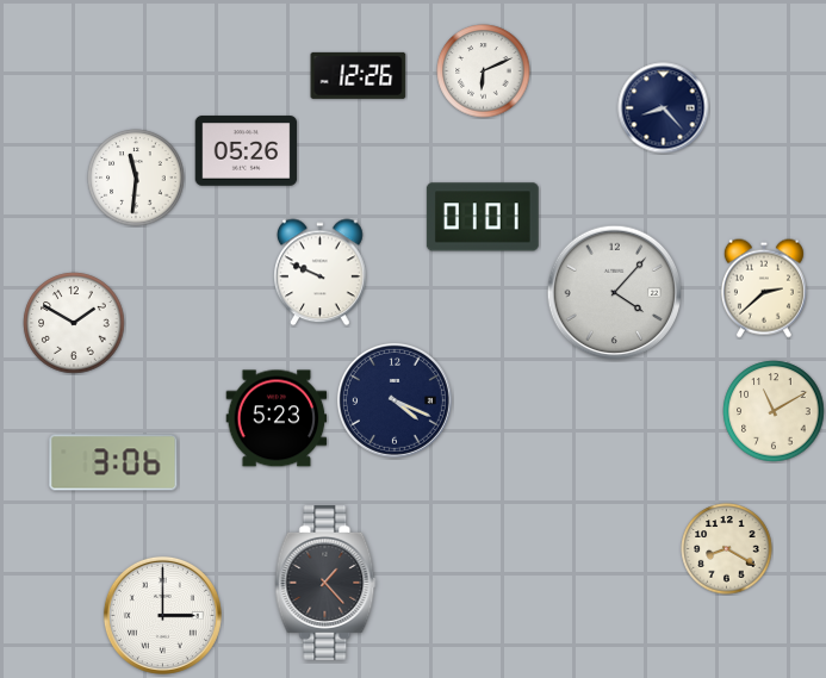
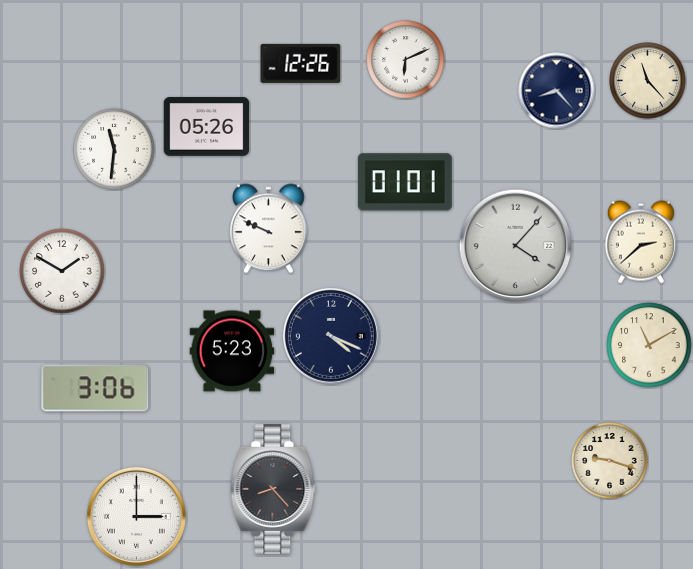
clock at (648, 81): none -> 11:23
clock at (727, 549): 8:20 -> 9:18
clock at (325, 583): 1:23 -> 8:23
